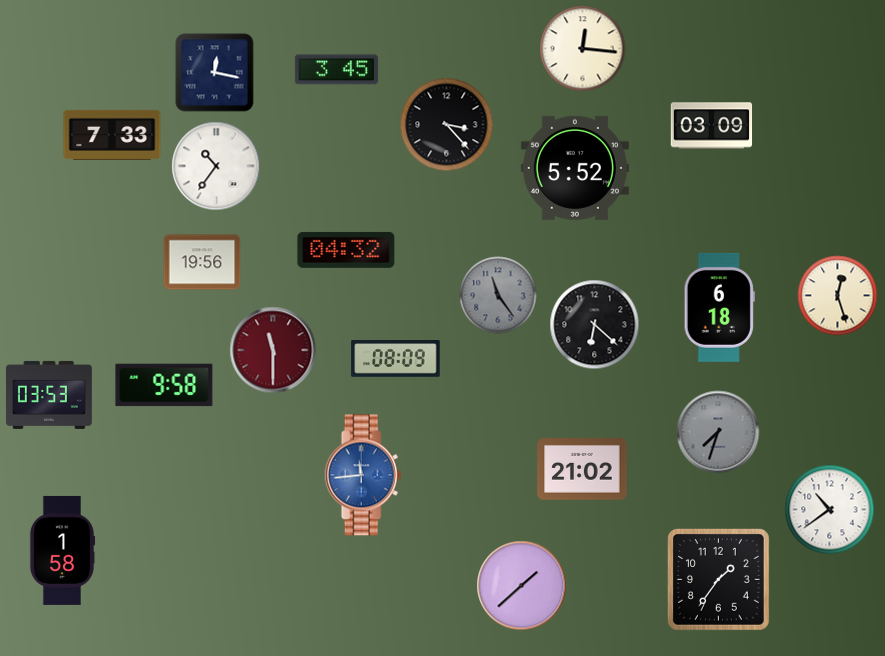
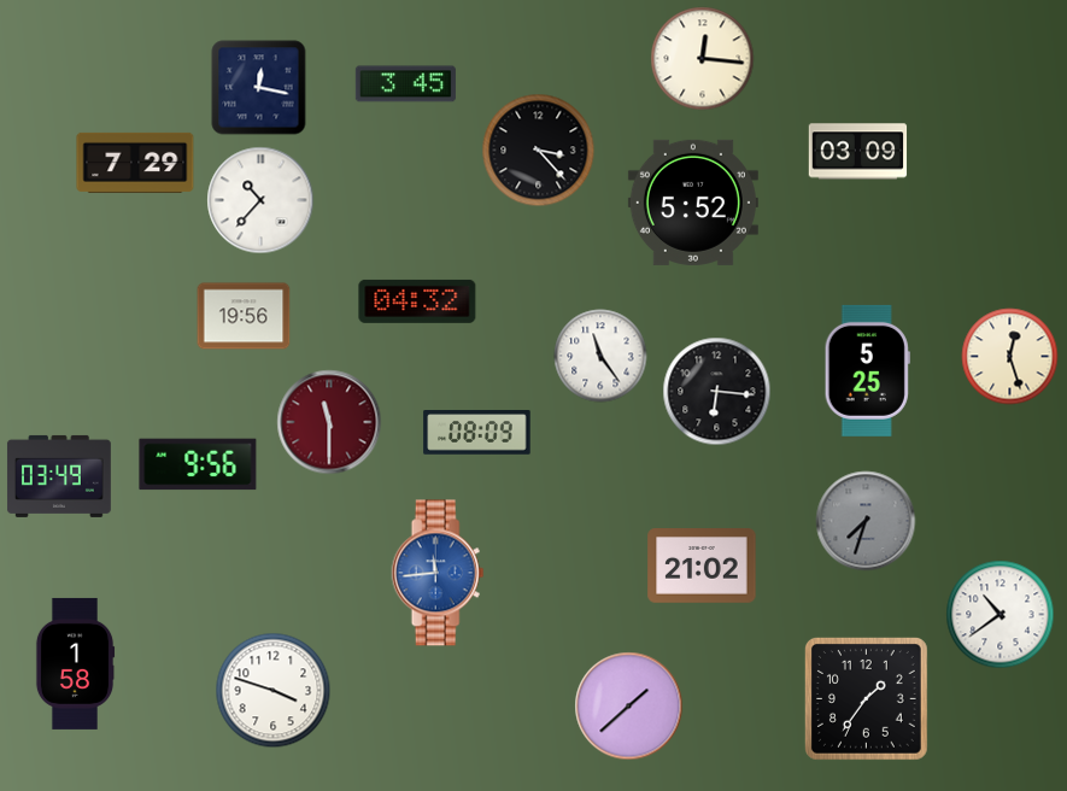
clock at (112, 135): 7:33 -> 7:29
clock at (216, 166): 10:36 -> 10:37
clock at (498, 295) dial: grey -> white
clock at (719, 307): 6:18 -> 5:25
clock at (595, 325): 6:22 -> 6:16
clock at (164, 385): 9:58 -> 9:56
clock at (49, 395): 03:53 -> 03:49
clock at (274, 691): none -> 3:48
